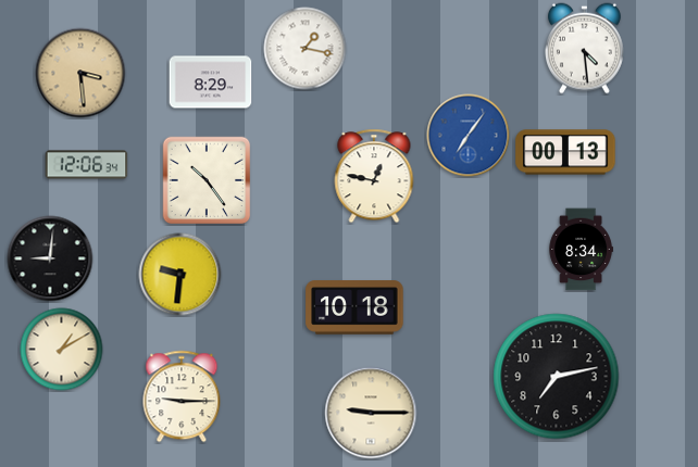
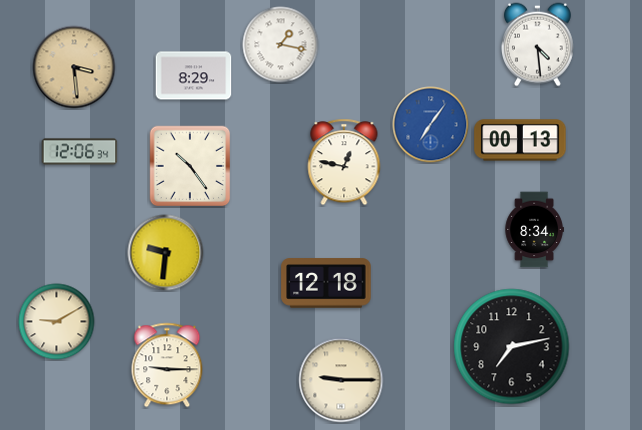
clock at (50, 258): 9:01 -> none
clock at (354, 307): 10:18 -> 12:18
clock at (62, 350): 1:10 -> 9:10
